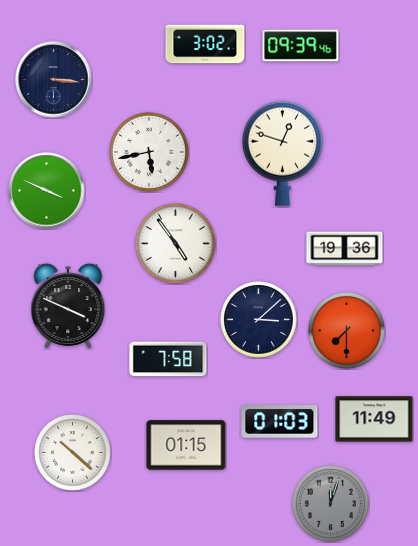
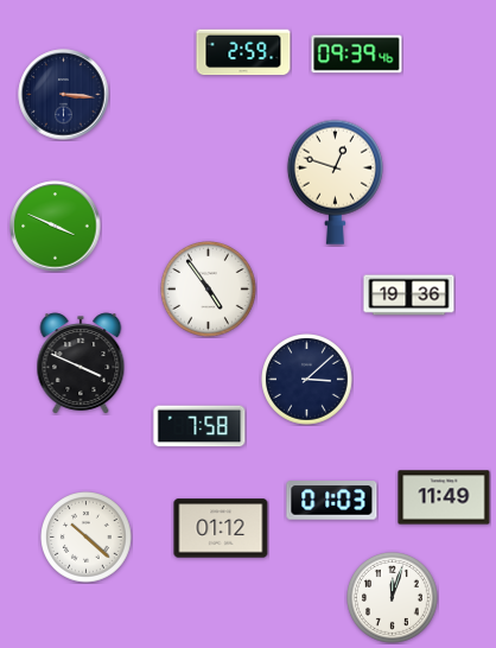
clock at (205, 44): 3:02 -> 2:59
clock at (150, 153): 5:43 -> none
clock at (347, 331): 7:30 -> none
clock at (186, 445): 01:15 -> 01:12
clock at (331, 504) dial: grey -> white
